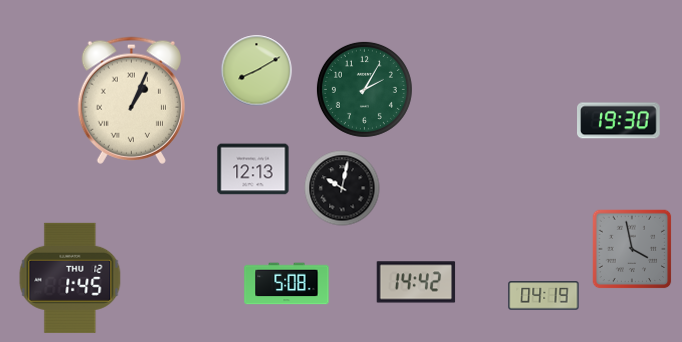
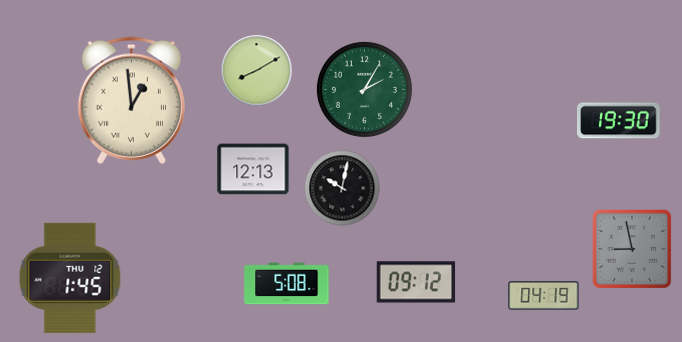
clock at (131, 100): 1:04 -> 12:59
clock at (632, 249): 3:58 -> 8:58
clock at (416, 282): 14:42 -> 09:12
